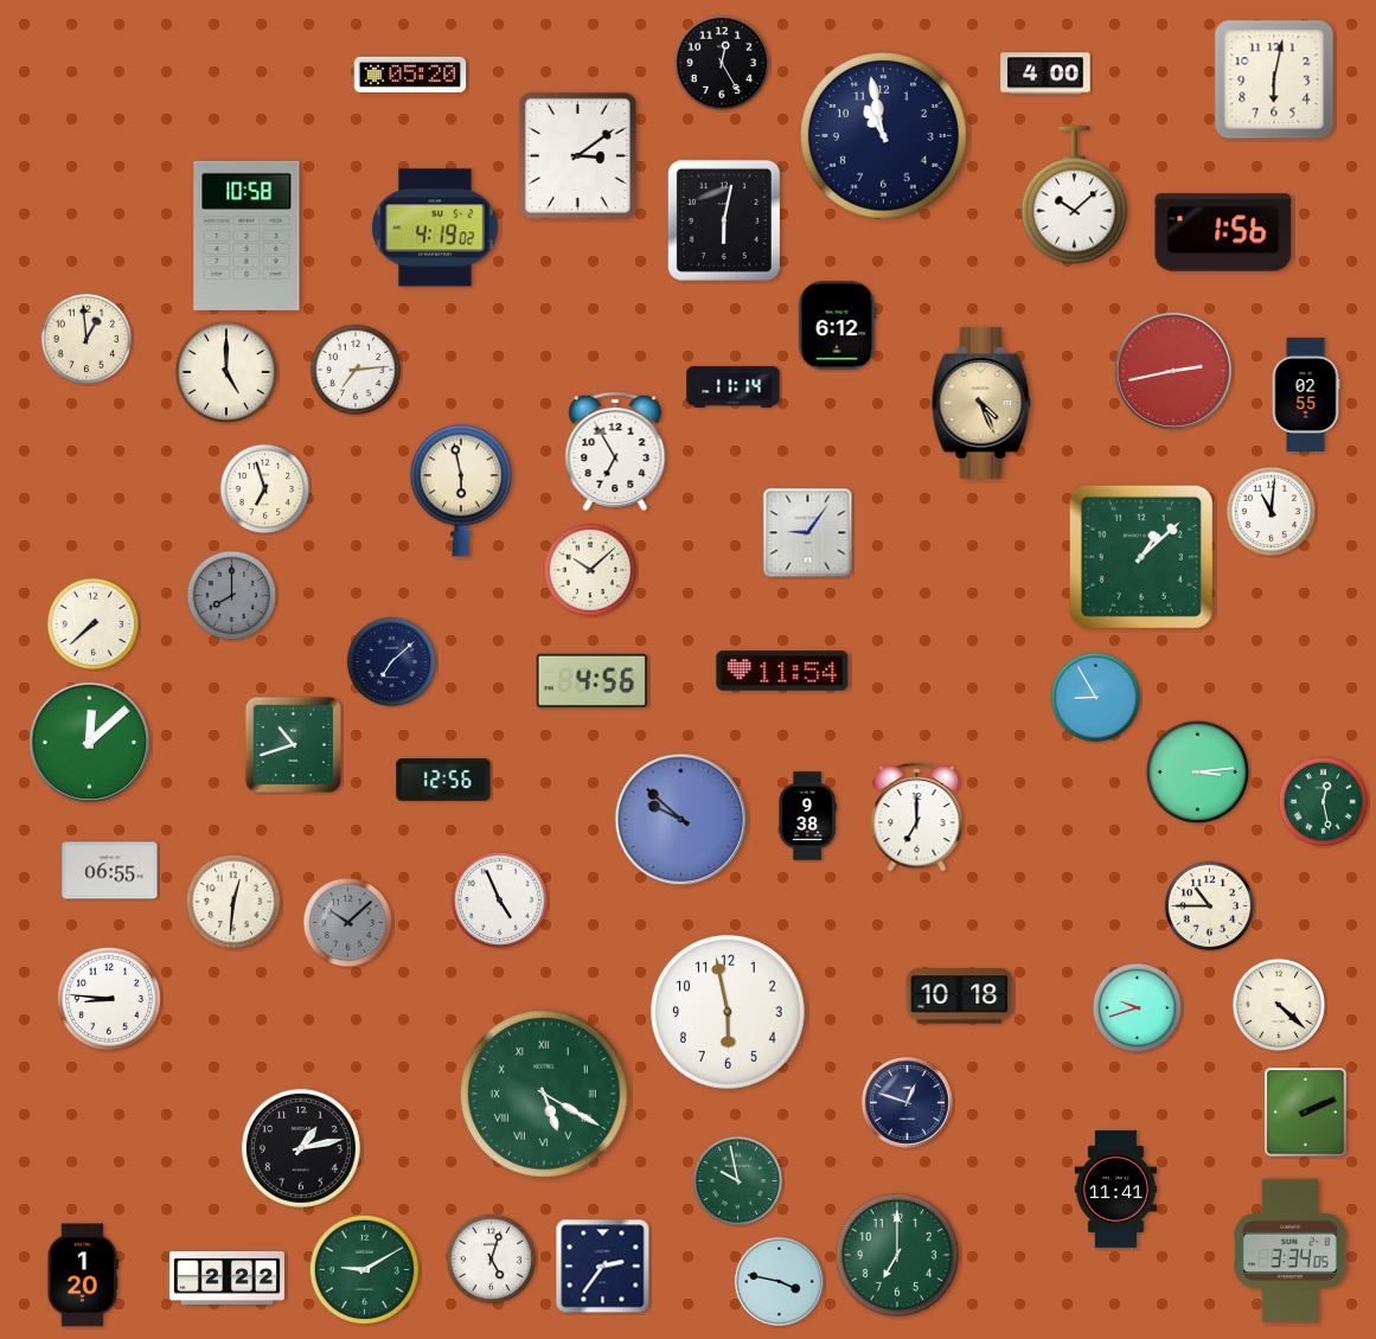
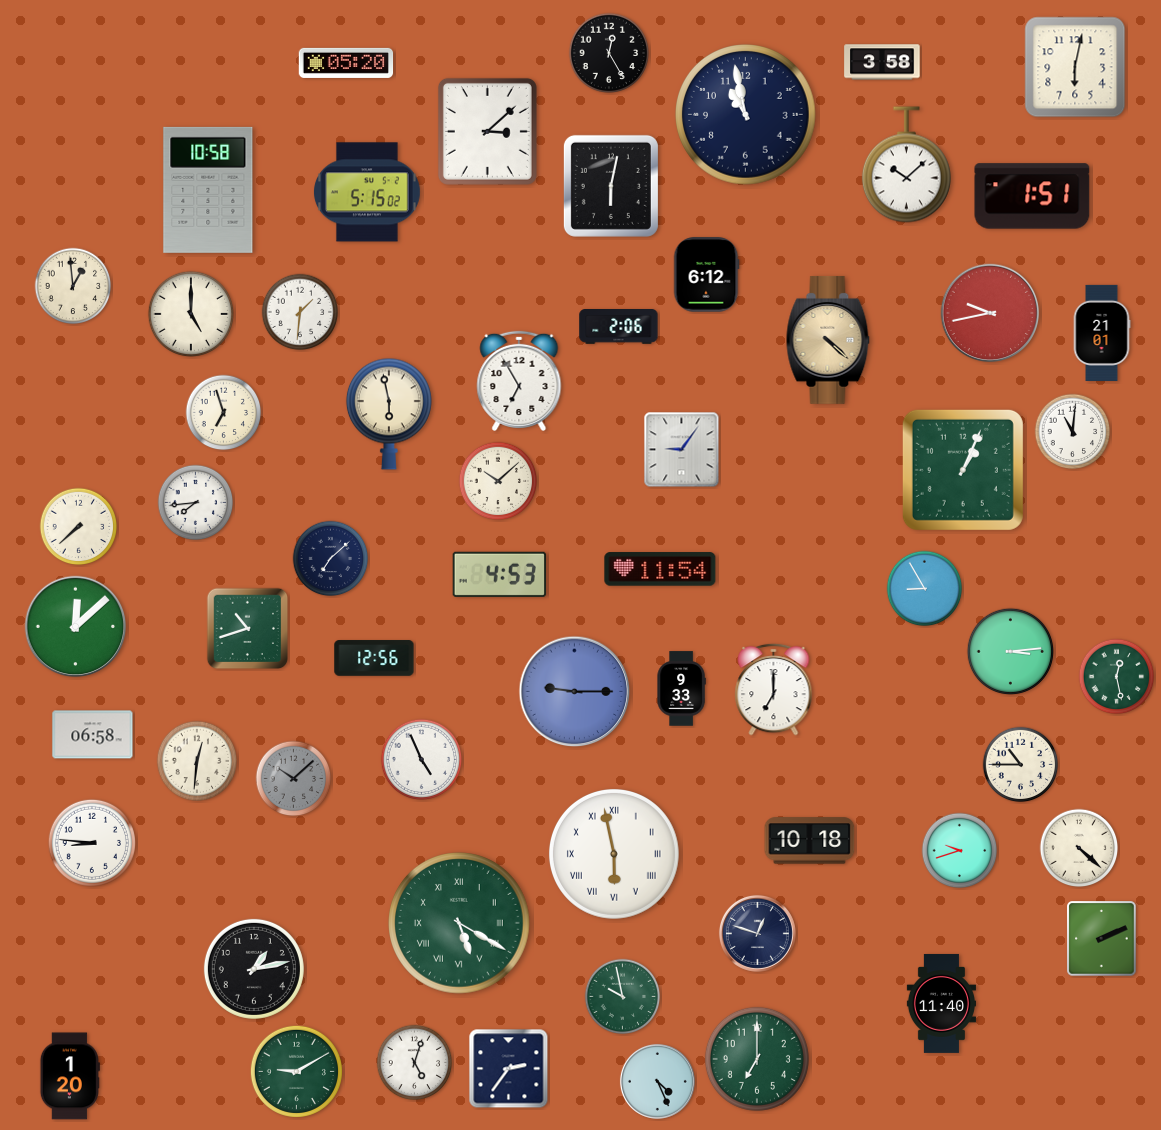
clock at (1045, 73): 4:00 -> 3:58
clock at (577, 155): 3:09 -> 3:08
clock at (436, 228): 4:19 -> 5:15
clock at (1223, 232): 1:56 -> 1:51
clock at (247, 236) position: (247, 236) -> (208, 190)
clock at (356, 370): 7:14 -> 1:31
clock at (1173, 371): 2:43 -> 9:43
clock at (734, 387): 11:14 -> 2:06
clock at (1306, 395): 02:55 -> 21:01
clock at (981, 403): 4:26 -> 4:22
clock at (1141, 557): 1:08 -> 1:04
clock at (232, 596): 8:00 -> 7:44
clock at (232, 596) dial: grey -> white
clock at (782, 671) position: (782, 671) -> (660, 569)
clock at (591, 680): 4:56 -> 4:53
clock at (807, 816): 9:38 -> 9:33
clock at (681, 820): 9:52 -> 9:15
clock at (110, 871): 06:55 -> 06:58
clock at (728, 1012) numerals: Arabic -> Roman
clock at (907, 1102) position: (907, 1102) -> (757, 933)
clock at (1115, 1189): 11:41 -> 11:40
clock at (1291, 1251): 3:34 -> none
clock at (364, 1269) position: (364, 1269) -> (296, 1071)
clock at (226, 1277): 2:22 -> none
clock at (779, 1281): 3:47 -> 4:26
